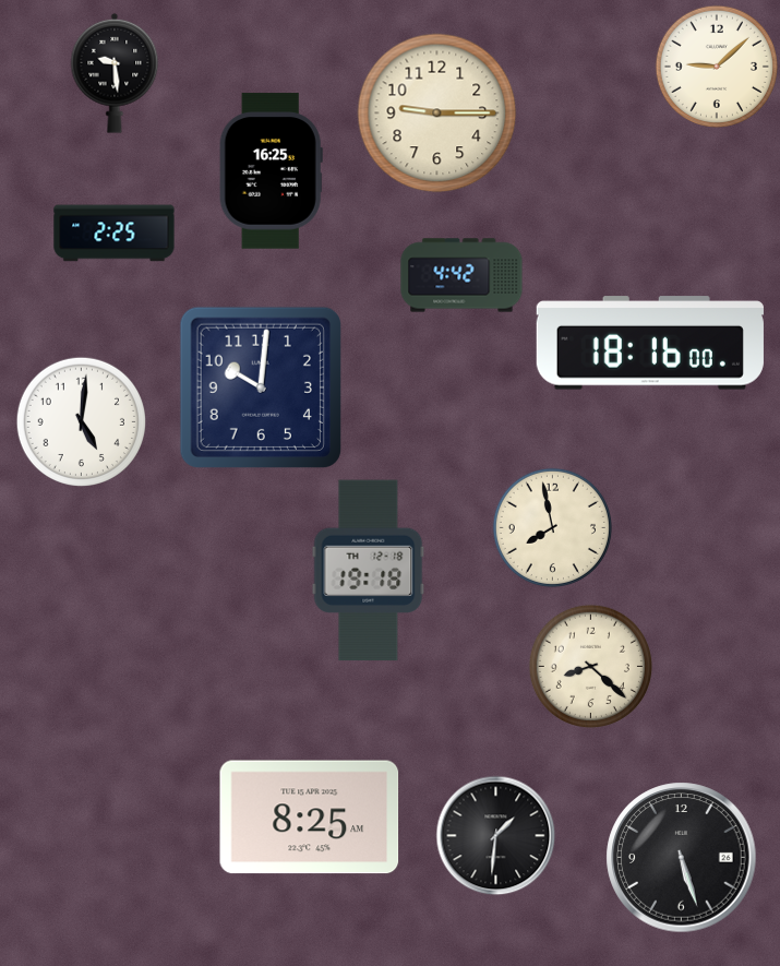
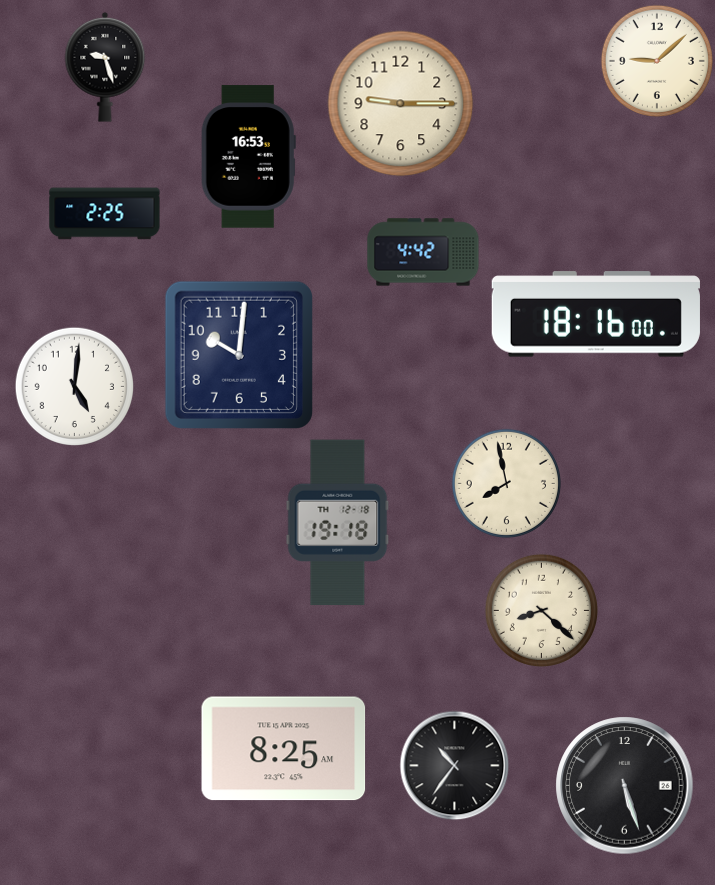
clock at (115, 73): 9:29 -> 9:27
clock at (271, 171): 16:25 -> 16:53
clock at (496, 836): 1:31 -> 10:36
